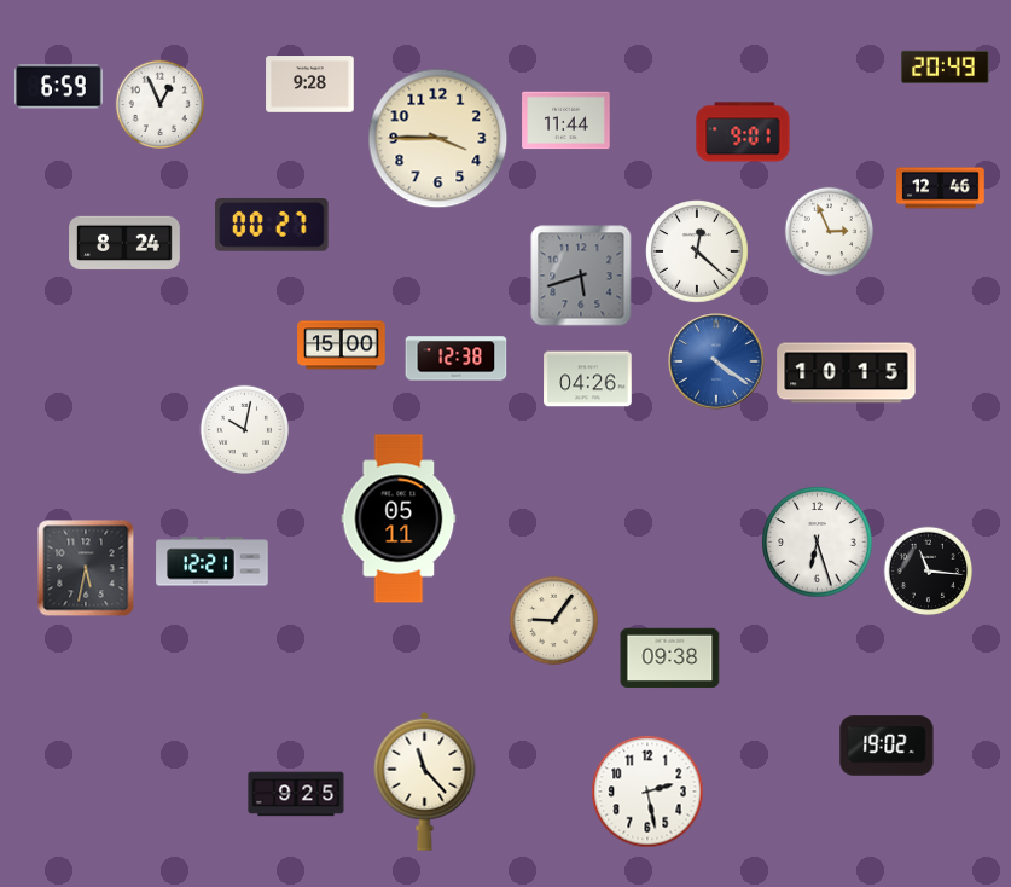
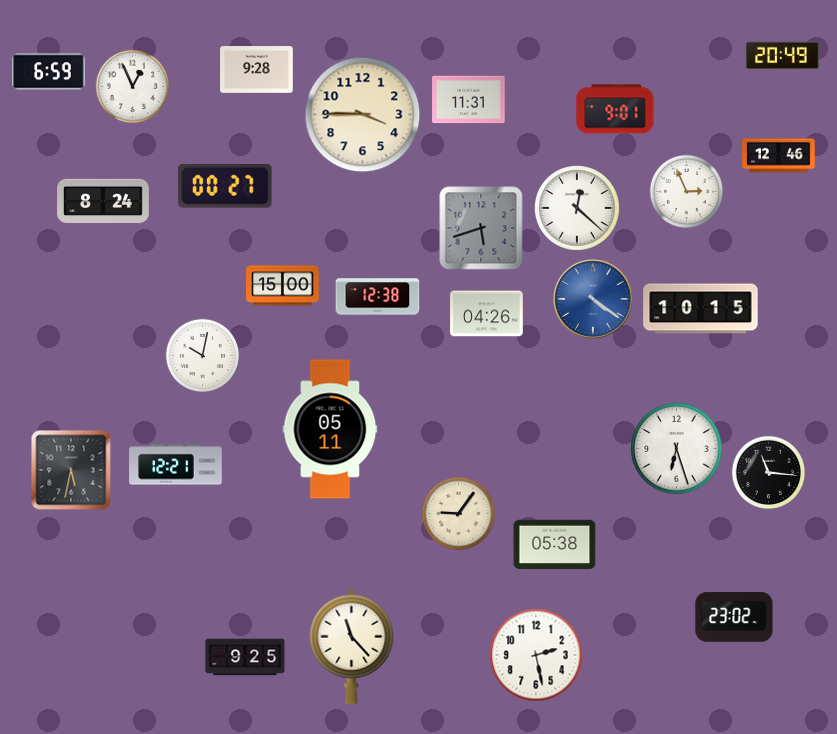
clock at (566, 121): 11:44 -> 11:31
clock at (670, 659): 09:38 -> 05:38
clock at (887, 746): 19:02 -> 23:02
